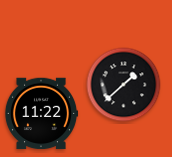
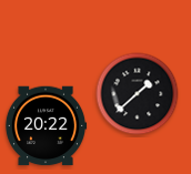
clock at (41, 114): 11:22 -> 20:22
